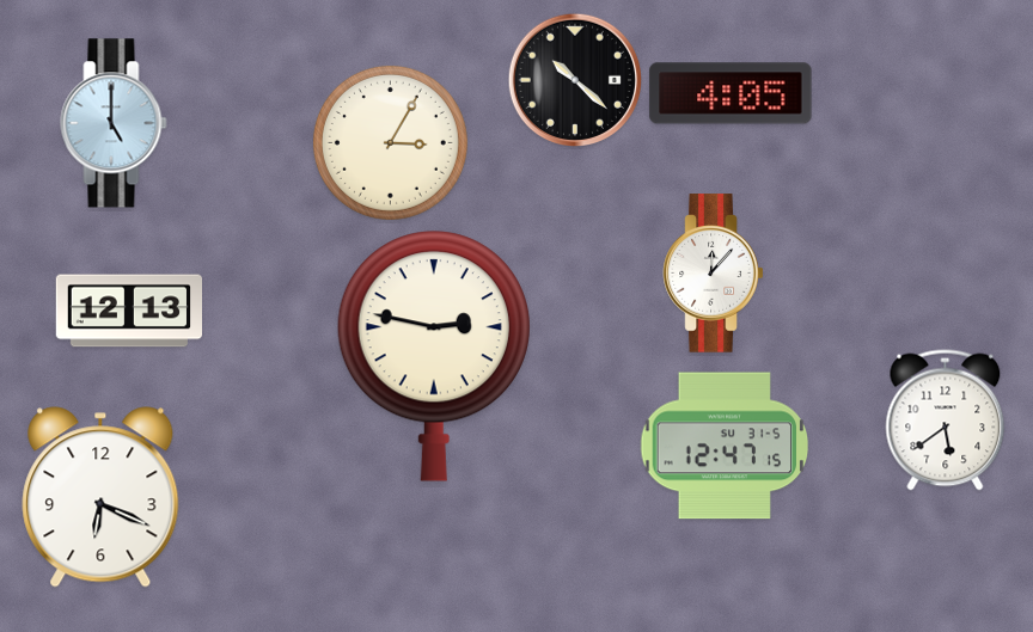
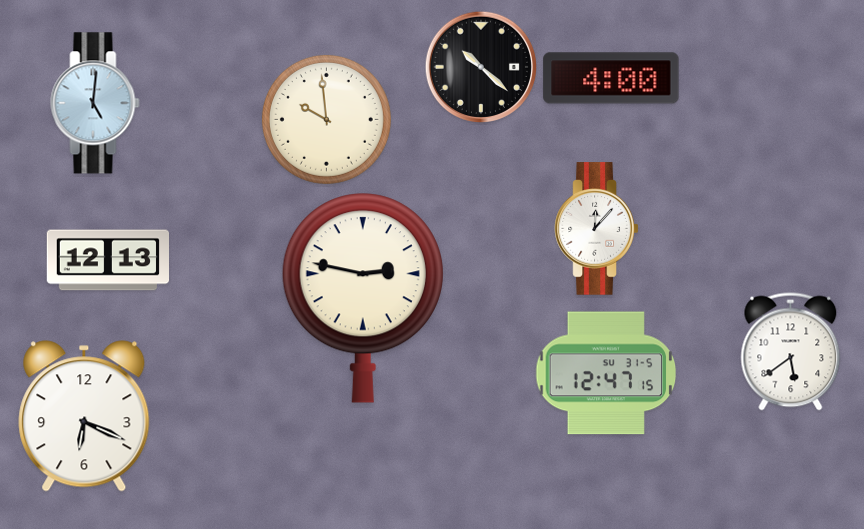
clock at (731, 93): 4:05 -> 4:00
clock at (114, 123): 5:00 -> 5:01
clock at (390, 142): 3:05 -> 9:59
